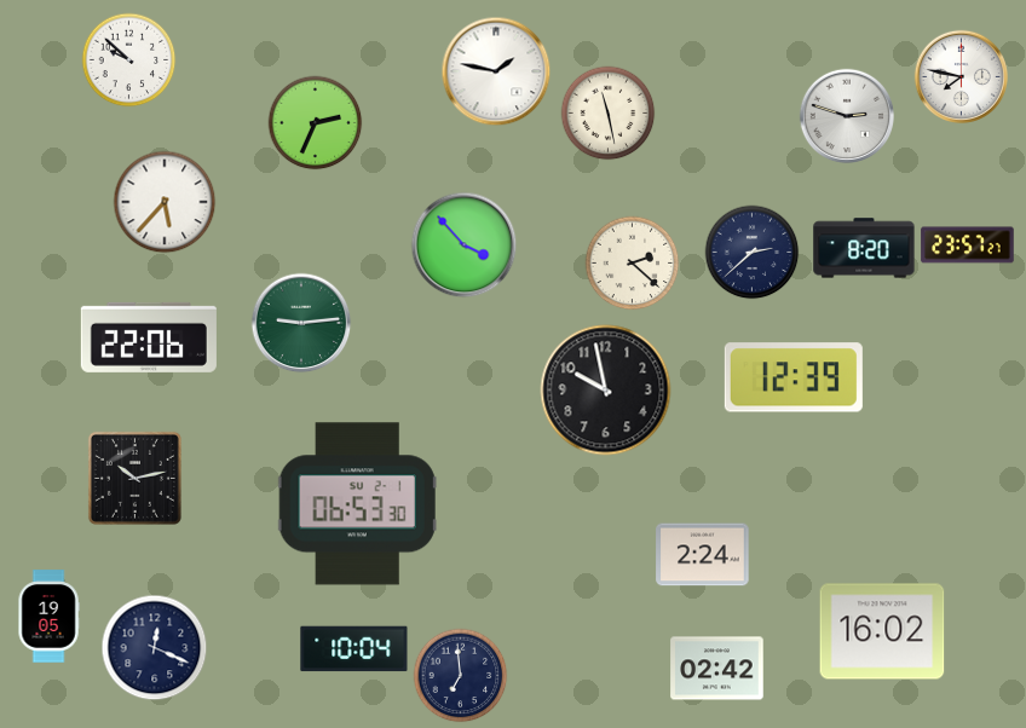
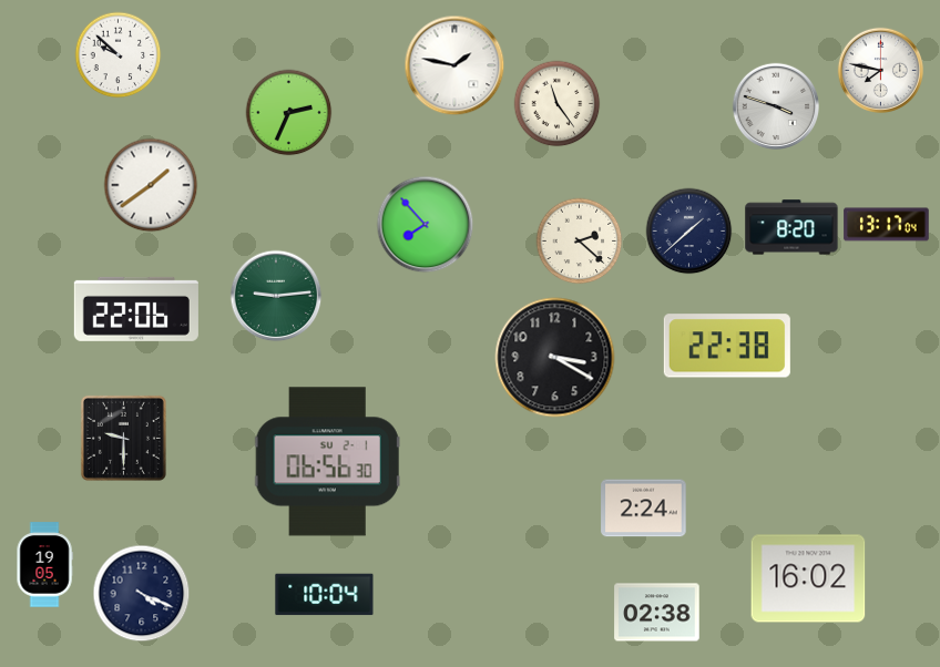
clock at (607, 112): 11:28 -> 11:24
clock at (846, 115): 2:48 -> 3:48
clock at (165, 202): 5:37 -> 1:39
clock at (463, 244): 3:53 -> 7:53
clock at (968, 245): 23:57 -> 13:17
clock at (751, 252): 2:38 -> 1:38
clock at (794, 377): 12:39 -> 22:38
clock at (606, 391): 9:58 -> 3:20
clock at (134, 478): 10:13 -> 9:30
clock at (357, 504): 06:53 -> 06:56
clock at (154, 647): 12:19 -> 4:19
clock at (717, 669): 02:42 -> 02:38
clock at (460, 675): 6:59 -> none
